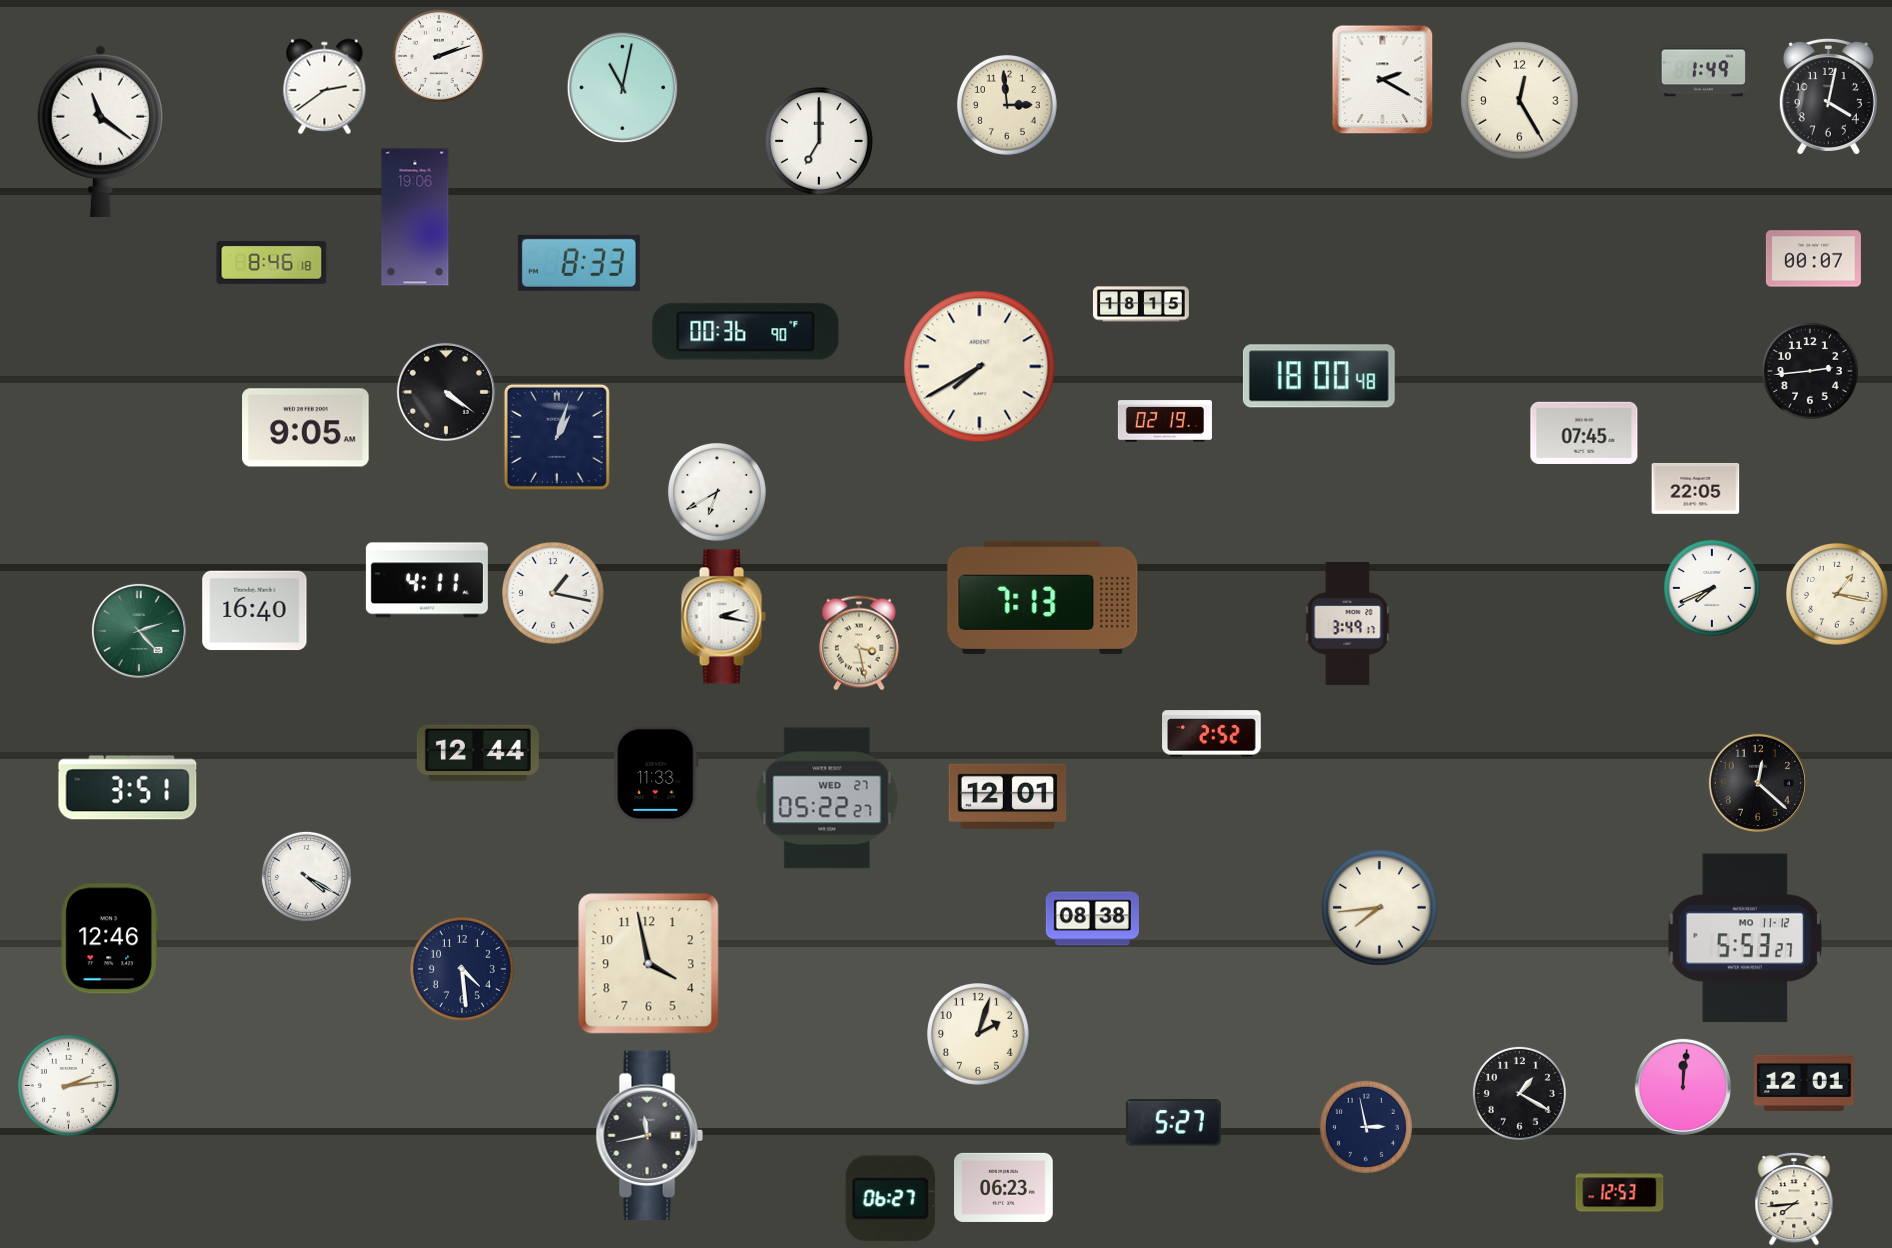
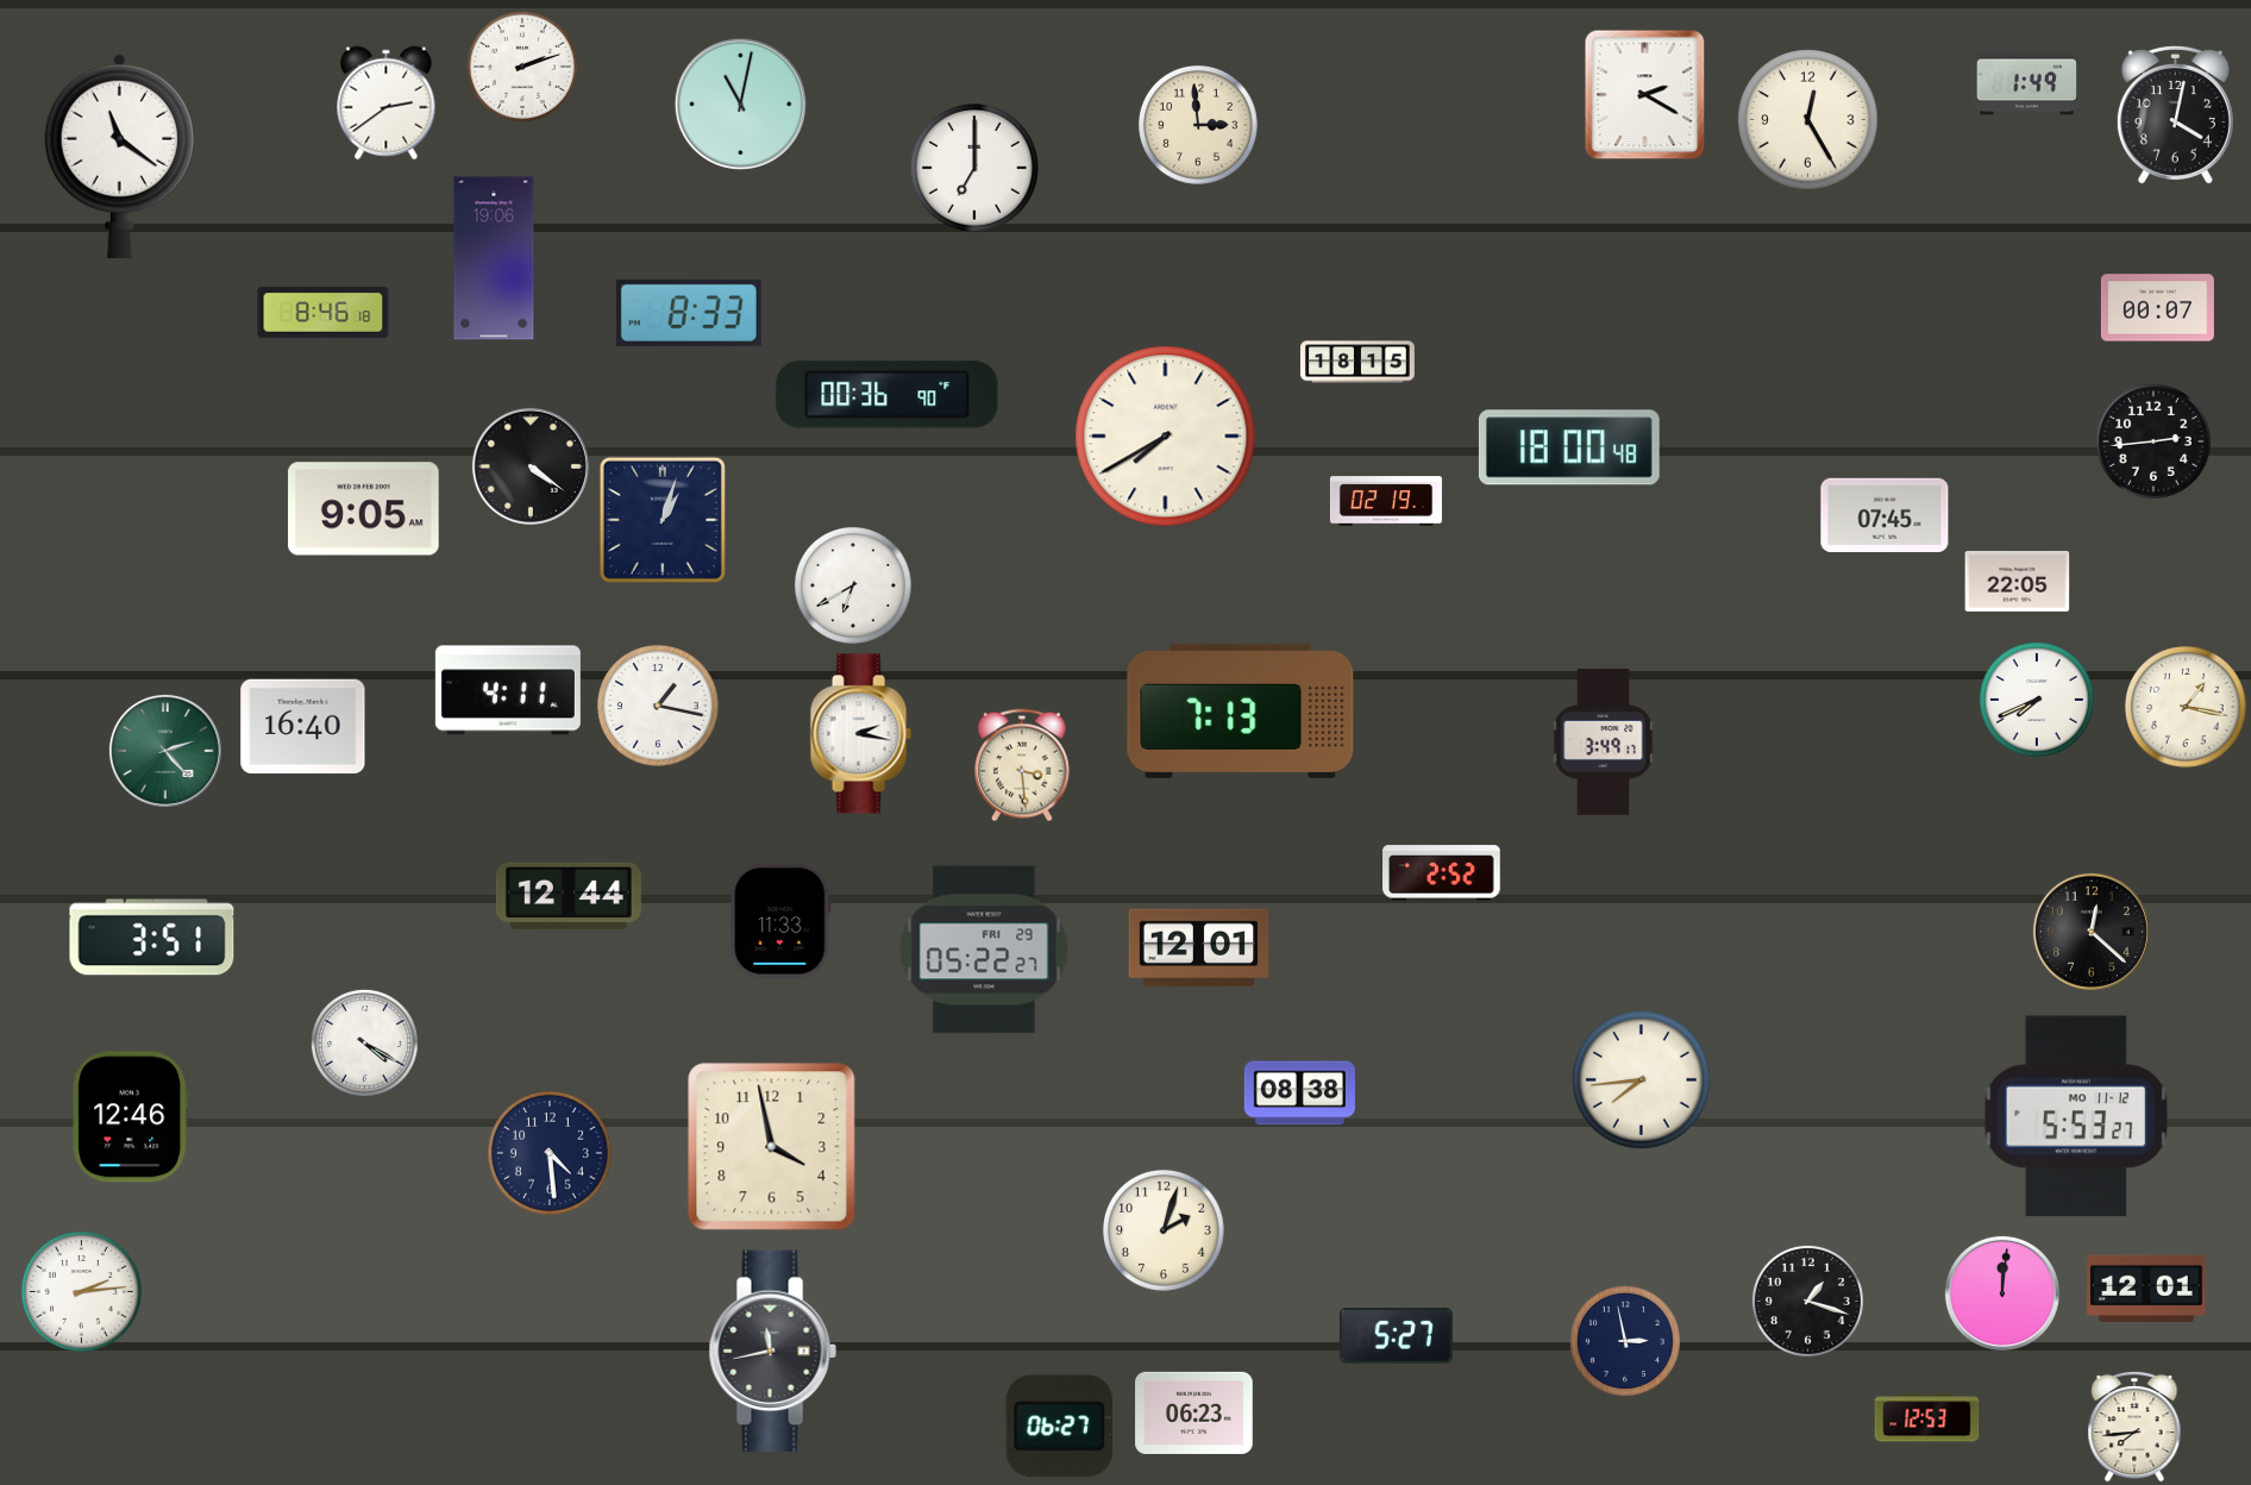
clock at (859, 643): 3:28 -> 3:29
clock at (827, 798) date: WED 27 -> FRI 29
clock at (1519, 1093): 1:20 -> 1:18
